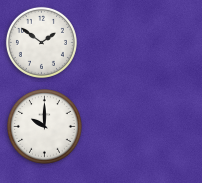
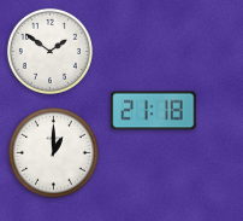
clock at (154, 111): none -> 21:18
clock at (45, 127): 10:00 -> 1:00
